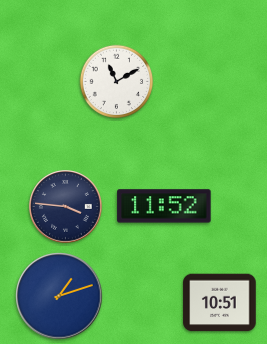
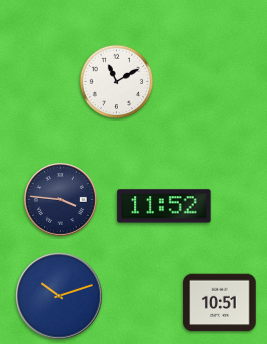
clock at (66, 207) position: (66, 207) -> (61, 200)
clock at (59, 296): 1:12 -> 10:12
